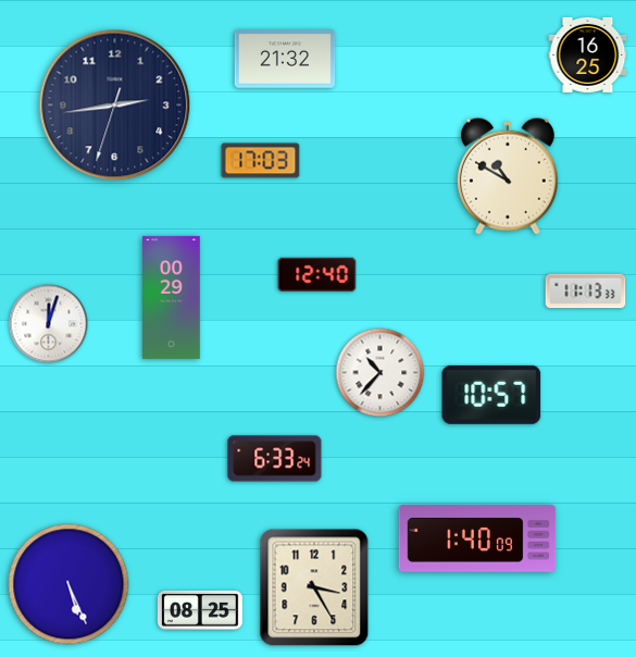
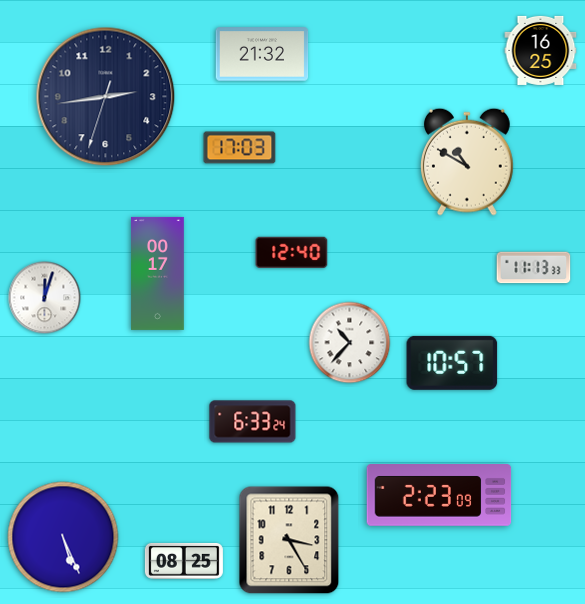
clock at (586, 292) position: (586, 292) -> (534, 268)
clock at (172, 297): 00:29 -> 00:17
clock at (477, 540): 1:40 -> 2:23
